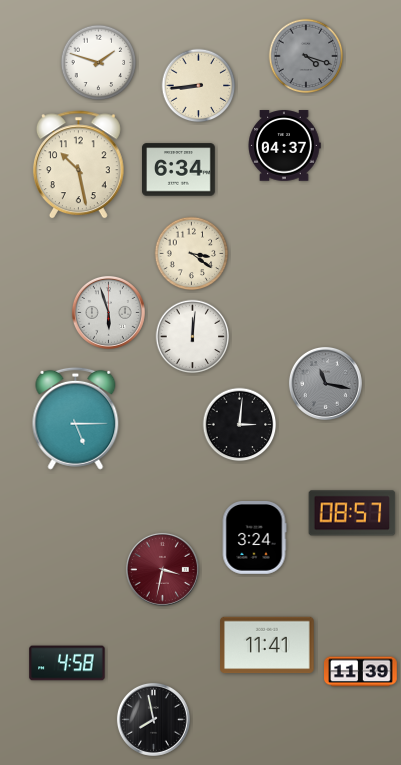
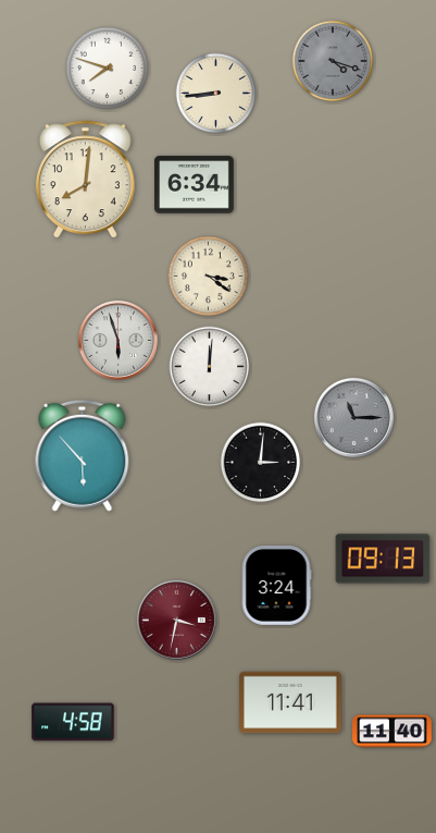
clock at (99, 63): 1:48 -> 7:48
clock at (284, 146): 04:37 -> none
clock at (78, 165): 10:28 -> 8:01
clock at (325, 383): 11:17 -> 11:15
clock at (76, 418): 5:15 -> 5:53
clock at (352, 513): 08:57 -> 09:13
clock at (361, 672): 11:39 -> 11:40
clock at (153, 719): 7:58 -> none
